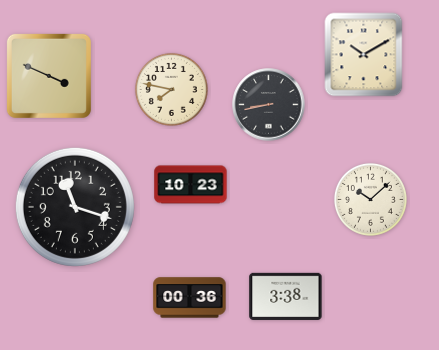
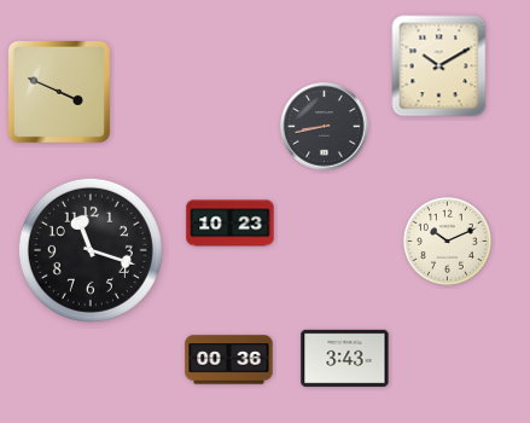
clock at (171, 89): 7:47 -> none
clock at (370, 199): 10:08 -> 10:11
clock at (286, 296): 3:38 -> 3:43
